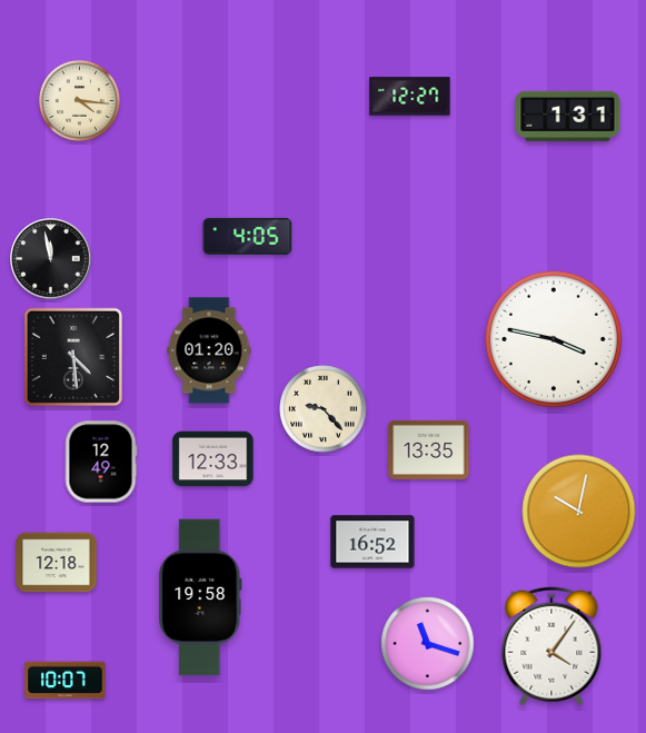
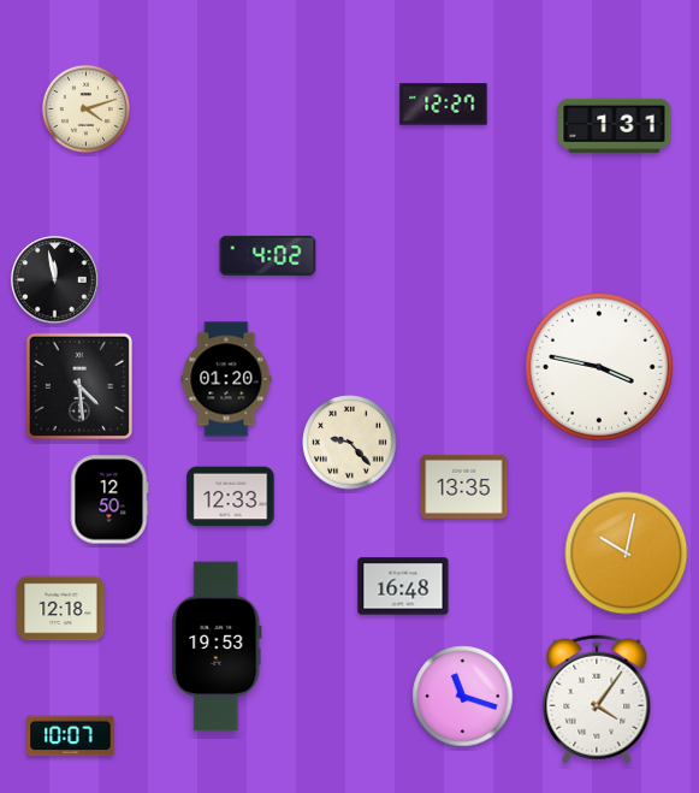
clock at (79, 100): 4:16 -> 4:12
clock at (248, 236): 4:05 -> 4:02
clock at (101, 462): 12:49 -> 12:50
clock at (372, 542): 16:52 -> 16:48
clock at (200, 597): 19:58 -> 19:53
